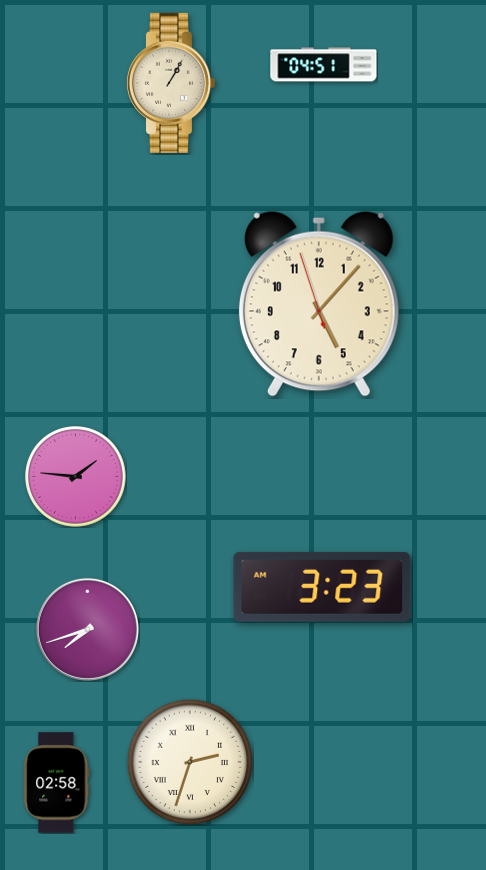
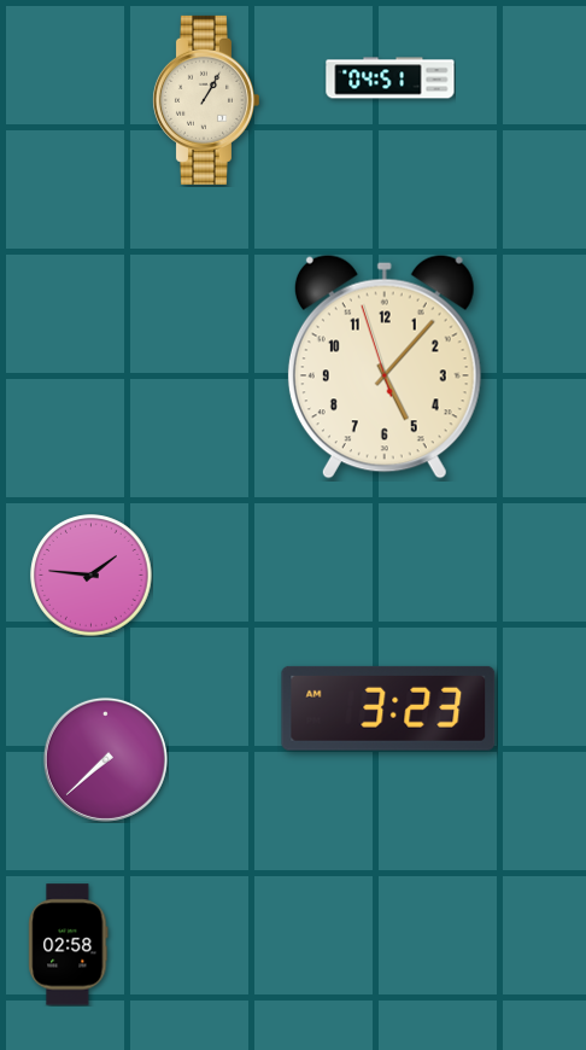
clock at (87, 629): 7:42 -> 7:38
clock at (190, 762): 2:33 -> none
